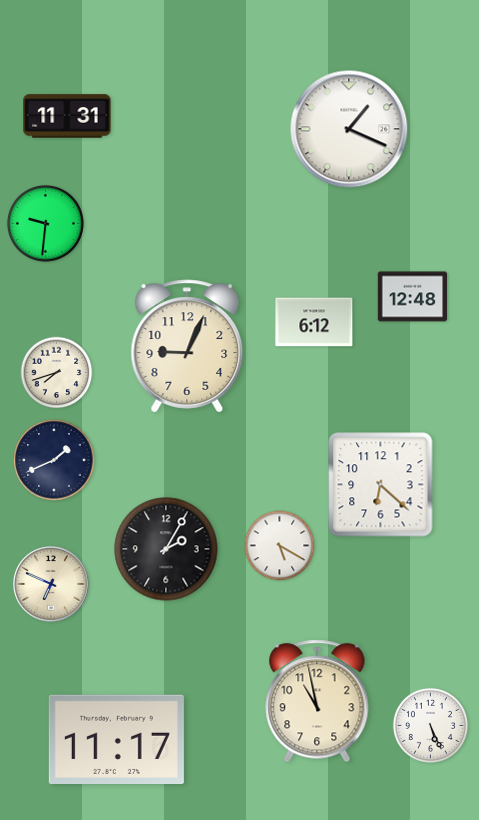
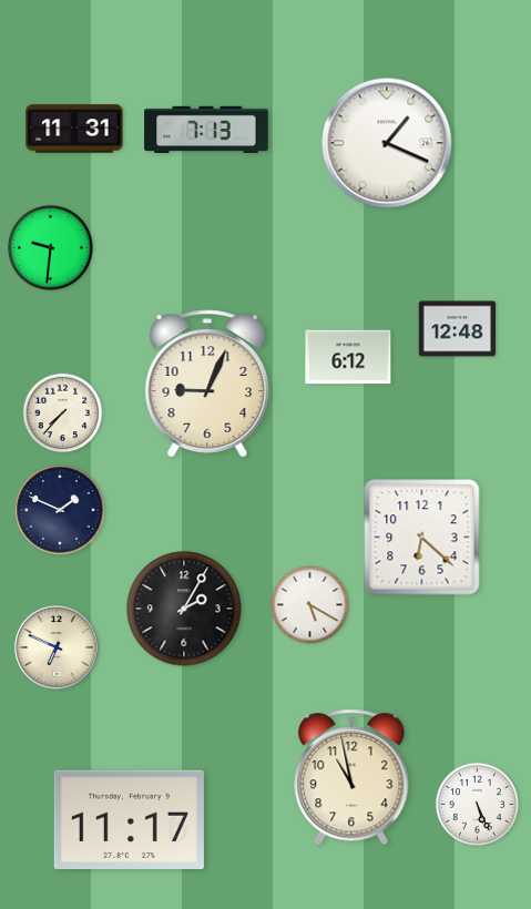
clock at (206, 130): none -> 7:13
clock at (57, 373): 7:42 -> 7:37
clock at (54, 460): 1:41 -> 1:49
